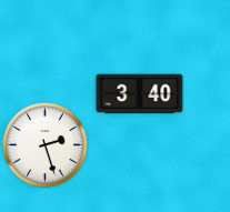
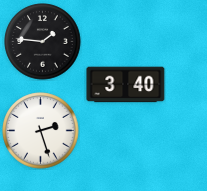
clock at (43, 42): none -> 1:46
